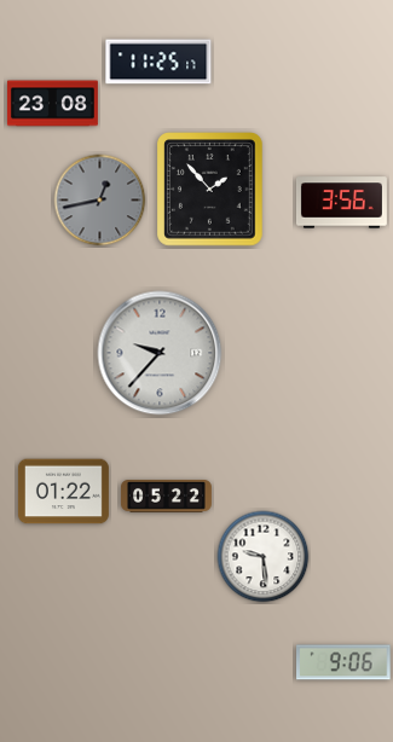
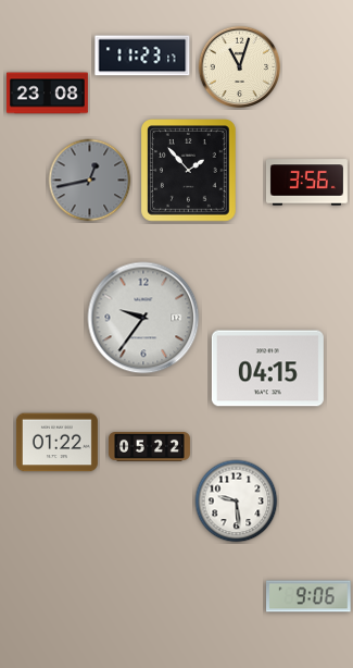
clock at (158, 62): 11:25 -> 11:23
clock at (240, 67): none -> 11:03
clock at (160, 353): 9:37 -> 9:36
clock at (267, 369): none -> 04:15
